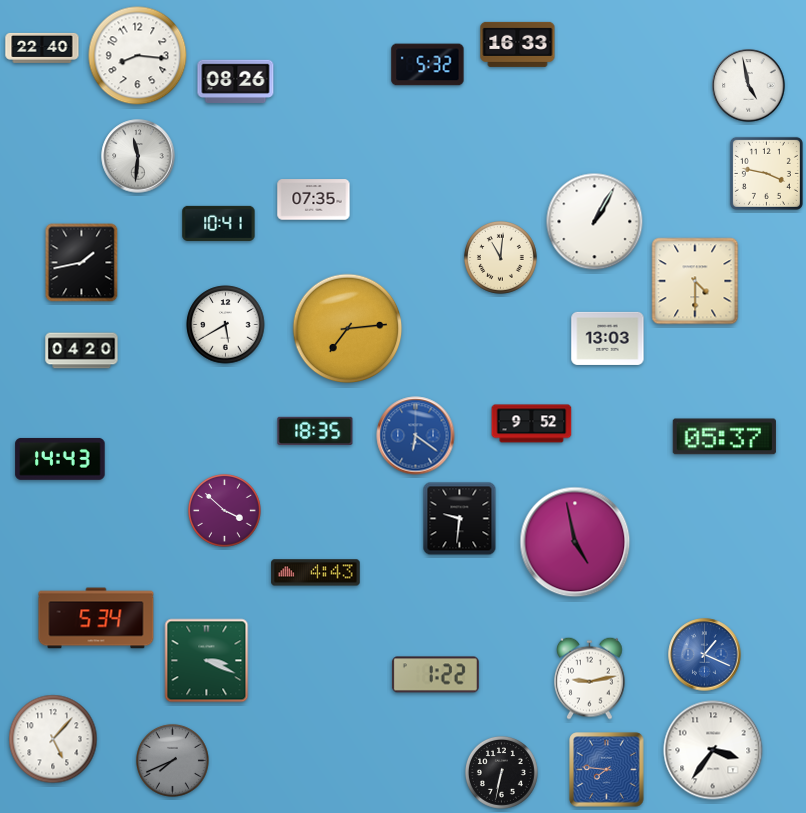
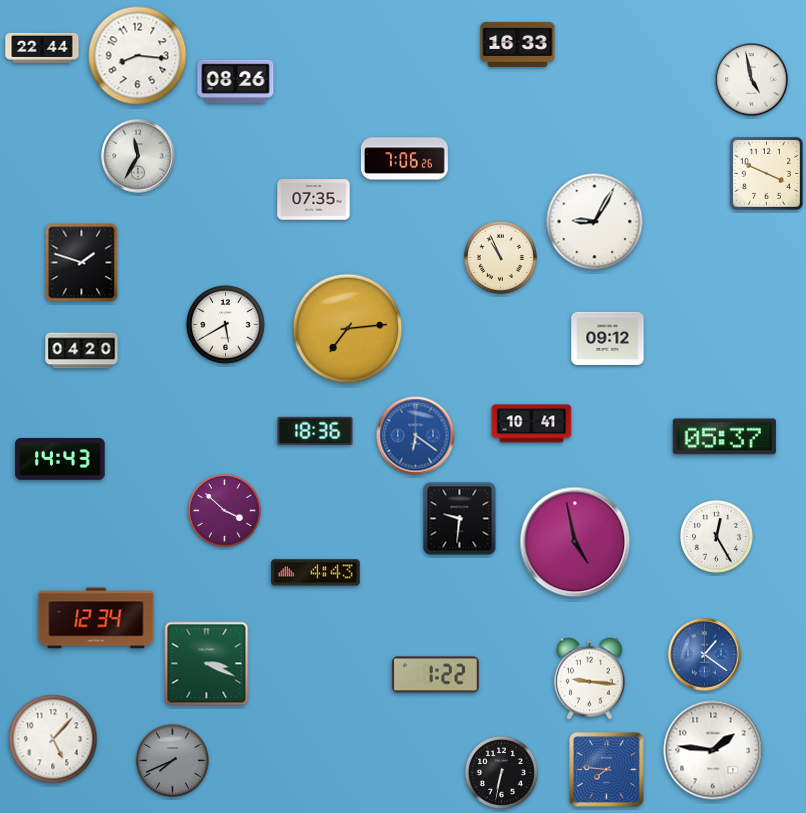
clock at (42, 48): 22:40 -> 22:44
clock at (428, 65): 5:32 -> none
clock at (749, 86) position: (749, 86) -> (752, 80)
clock at (138, 156): 11:31 -> 11:35
clock at (404, 159): none -> 7:06
clock at (766, 173): 3:47 -> 3:49
clock at (595, 222): 1:05 -> 9:05
clock at (219, 223): 10:41 -> none
clock at (500, 257): 11:01 -> 10:56
clock at (82, 263): 1:43 -> 1:48
clock at (695, 281): 4:30 -> none
clock at (608, 338): 13:03 -> 09:12
clock at (532, 424): 9:52 -> 10:41
clock at (315, 431): 18:35 -> 18:36
clock at (716, 536): none -> 12:25
clock at (96, 618): 5:34 -> 12:34
clock at (705, 655): 1:19 -> 1:21
clock at (207, 661) position: (207, 661) -> (207, 664)
clock at (590, 678): 9:13 -> 9:16
clock at (713, 750): 3:36 -> 1:46
